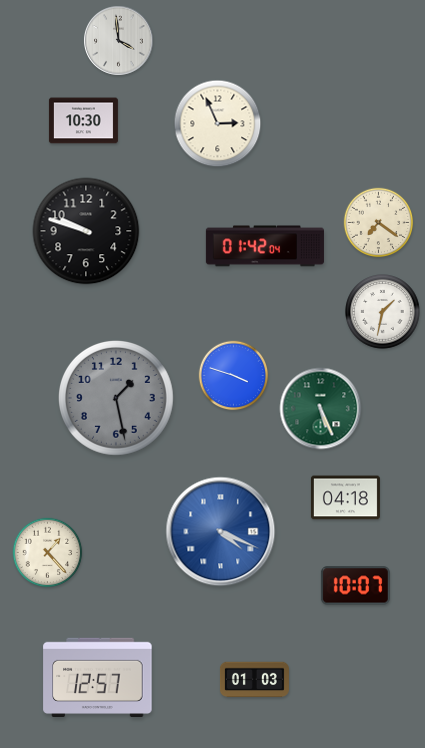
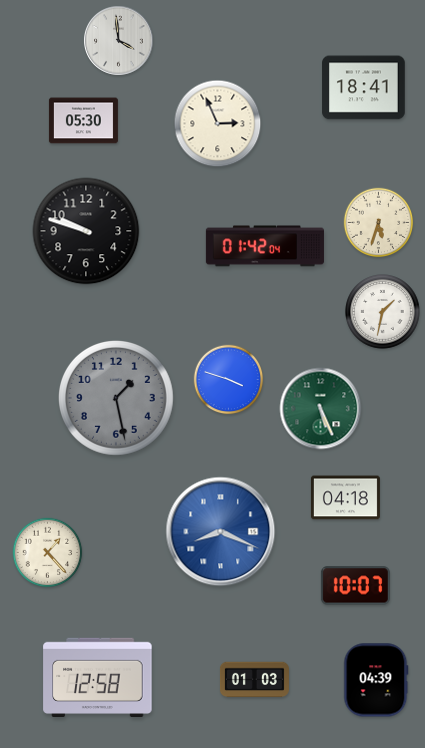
clock at (364, 88): none -> 18:41
clock at (83, 121): 10:30 -> 05:30
clock at (379, 223): 7:21 -> 5:33
clock at (234, 376) position: (234, 376) -> (229, 380)
clock at (221, 532): 4:19 -> 8:19
clock at (98, 678): 12:57 -> 12:58
clock at (376, 680): none -> 04:39
